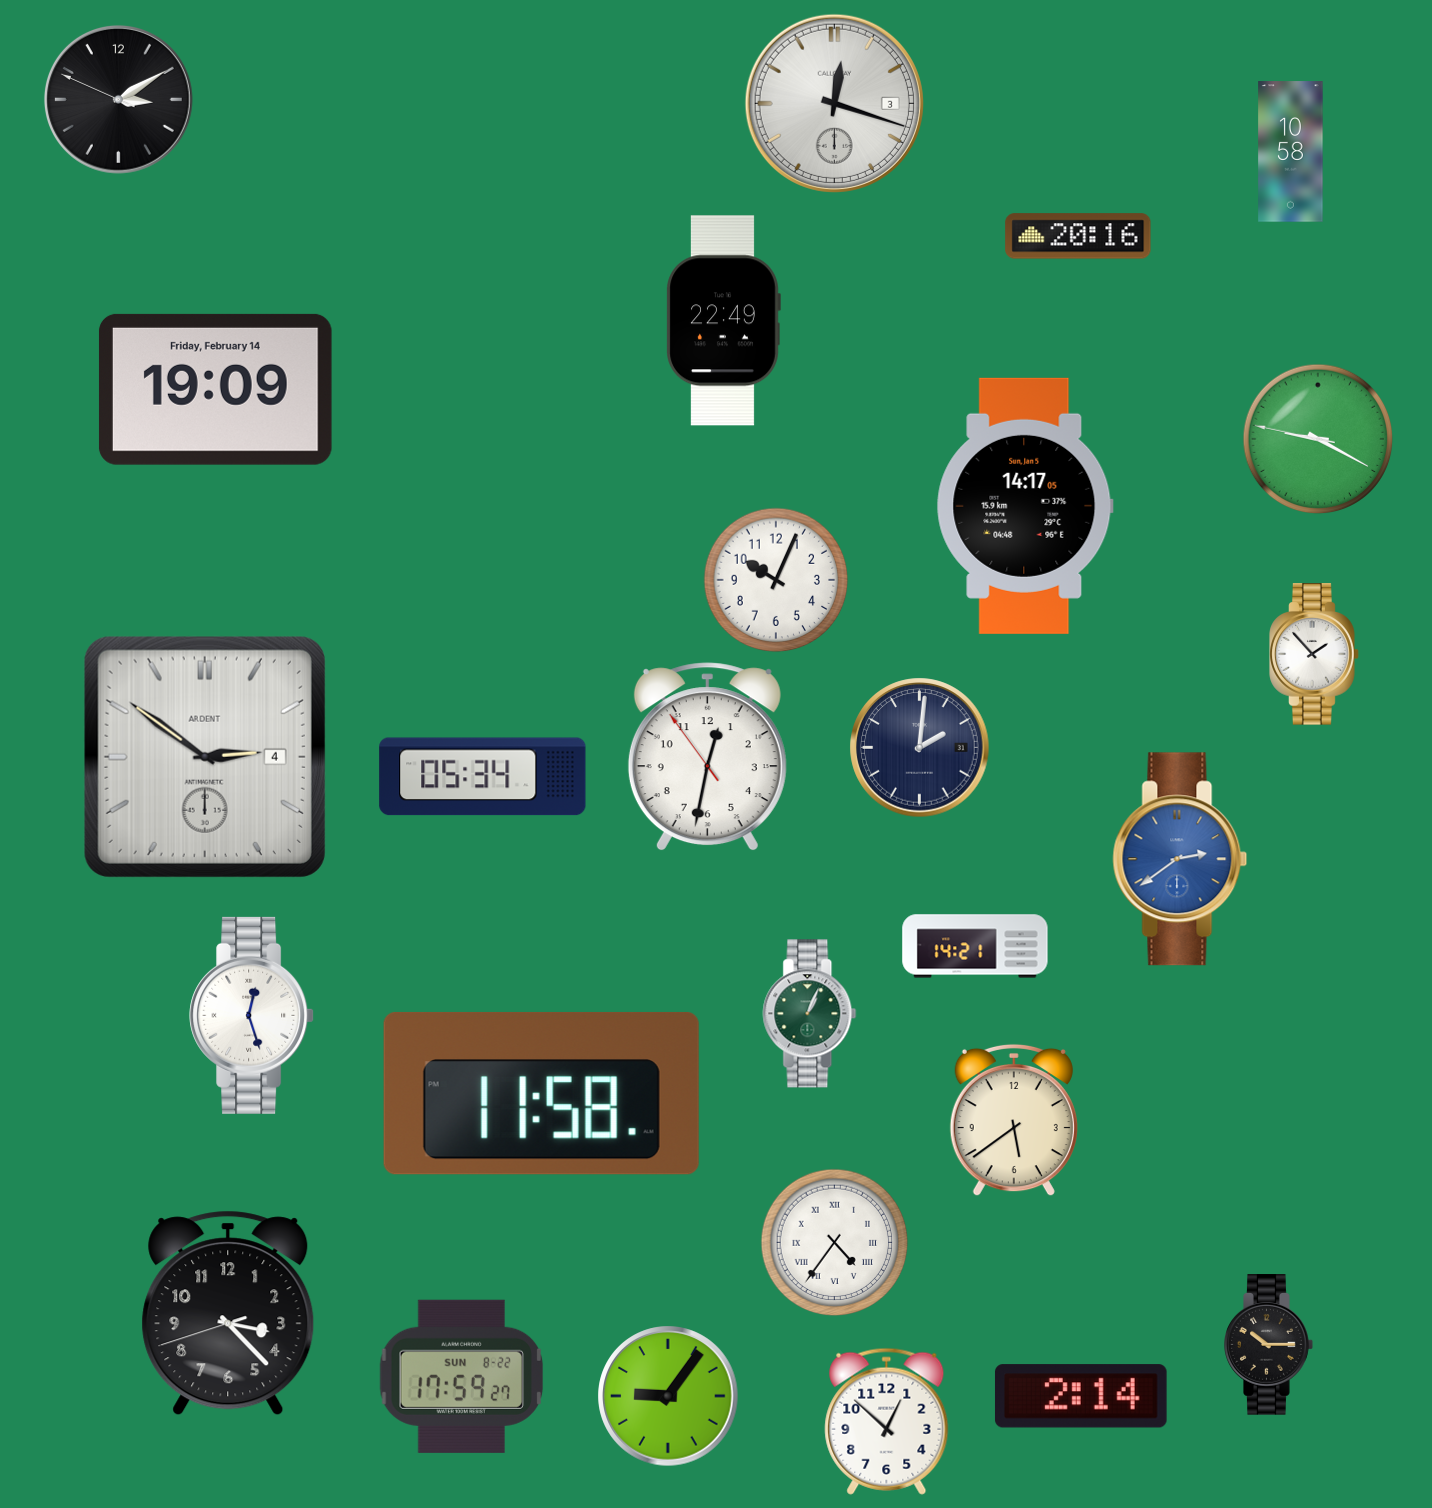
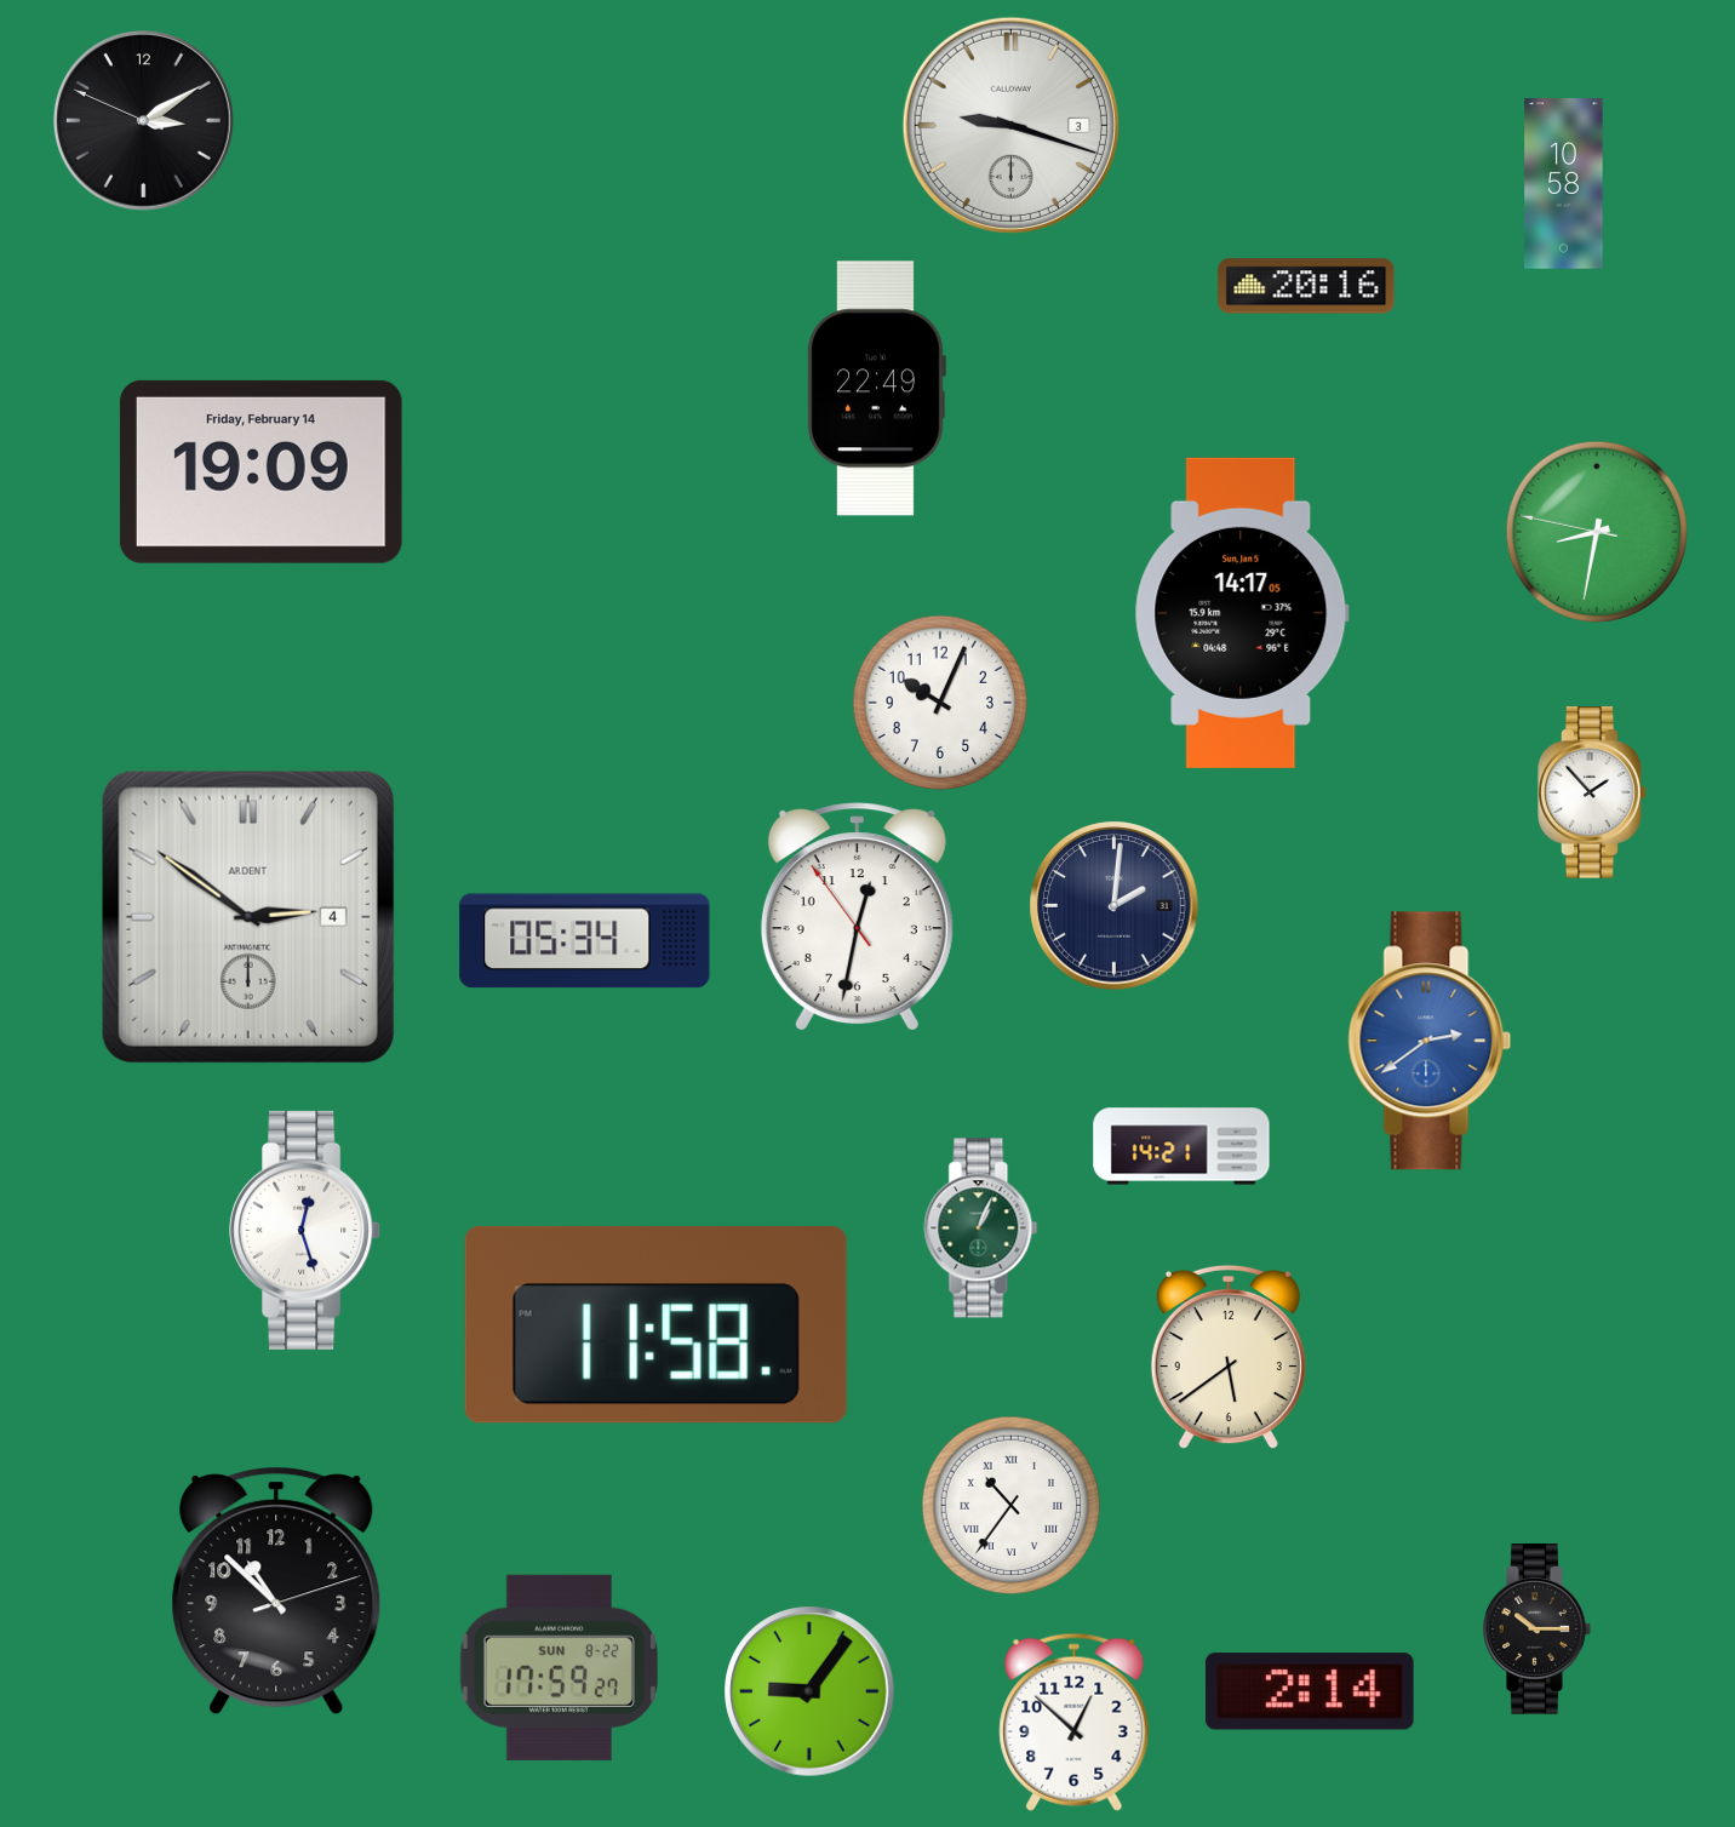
clock at (834, 103): 12:18 -> 9:18
clock at (1318, 439): 9:19 -> 8:31
clock at (835, 1243): 4:36 -> 10:36
clock at (228, 1313): 3:22 -> 10:52
